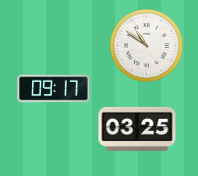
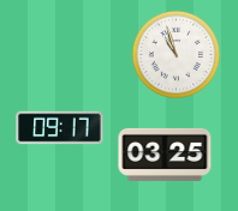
clock at (146, 45): 10:51 -> 10:57
clock at (54, 89) position: (54, 89) -> (60, 128)
